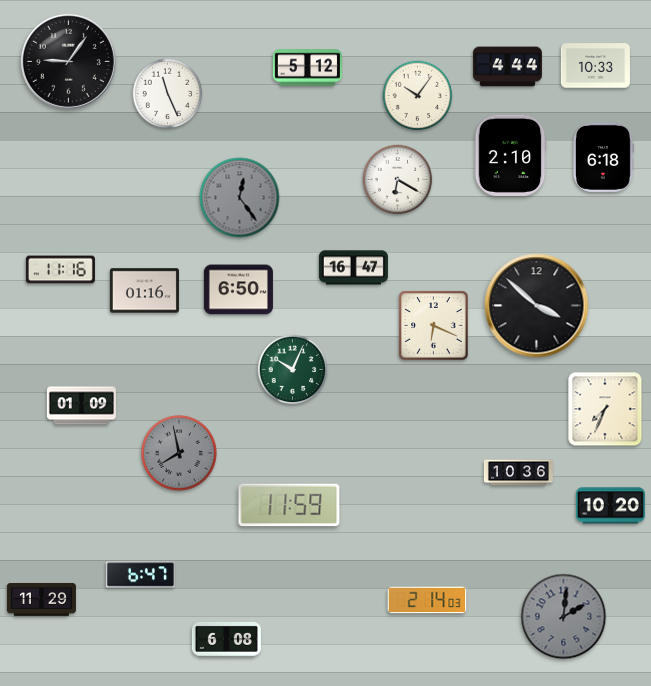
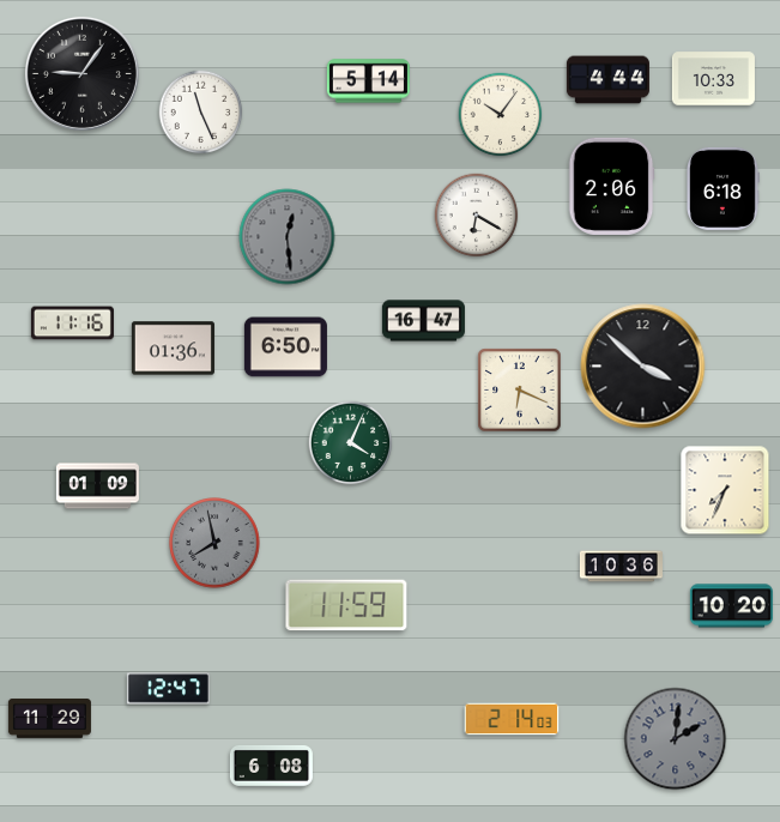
clock at (307, 68): 5:12 -> 5:14
clock at (510, 155): 2:10 -> 2:06
clock at (240, 198): 12:24 -> 12:29
clock at (144, 291): 01:16 -> 01:36
clock at (293, 370): 10:04 -> 4:04
clock at (140, 575): 6:47 -> 12:47
